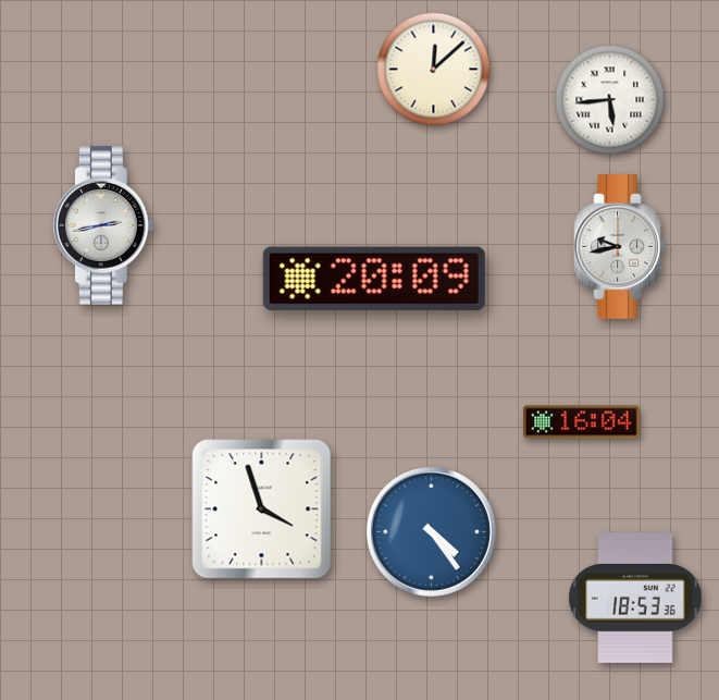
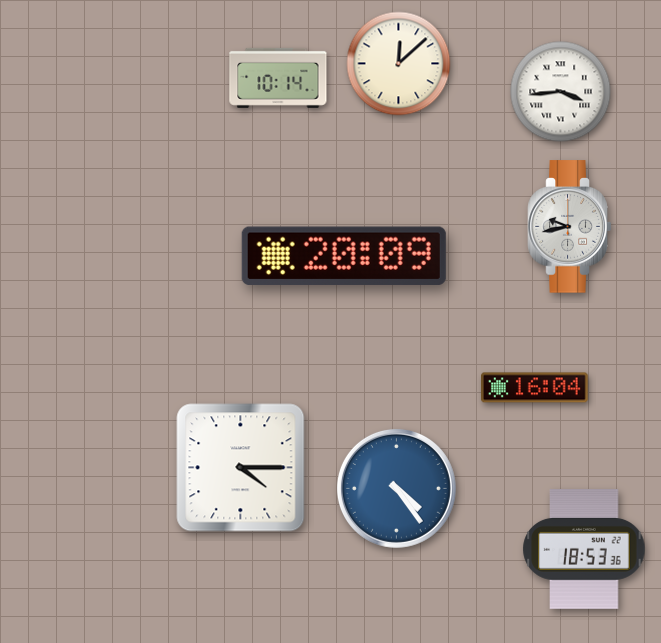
clock at (278, 78): none -> 10:14
clock at (610, 100): 5:44 -> 3:44
clock at (103, 225): 2:43 -> none
clock at (262, 509): 3:57 -> 4:15
